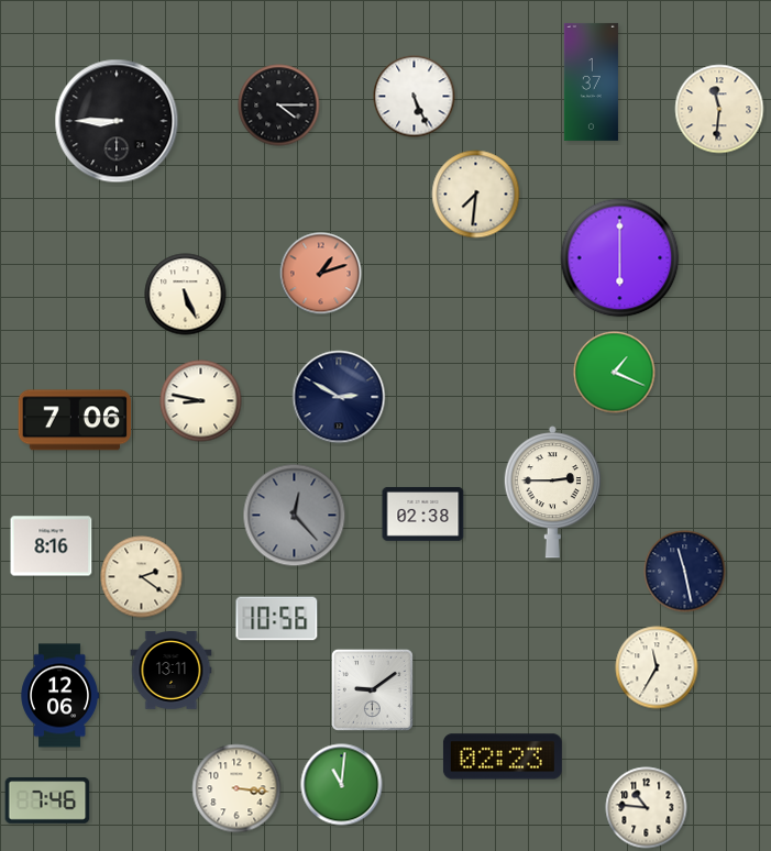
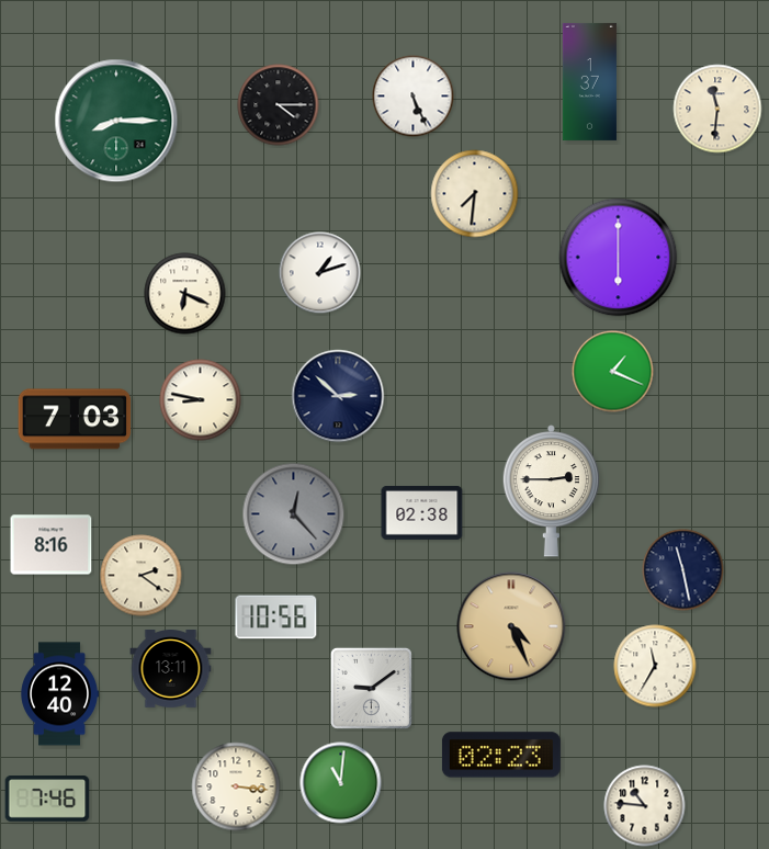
clock at (117, 121): 8:45 -> 8:15
clock at (117, 121) dial: black -> green
clock at (321, 274) dial: salmon -> white
clock at (186, 295): 5:26 -> 6:19
clock at (339, 397): 2:50 -> 2:52
clock at (75, 420): 7:06 -> 7:03
clock at (511, 626): none -> 4:26
clock at (59, 696): 12:06 -> 12:40
